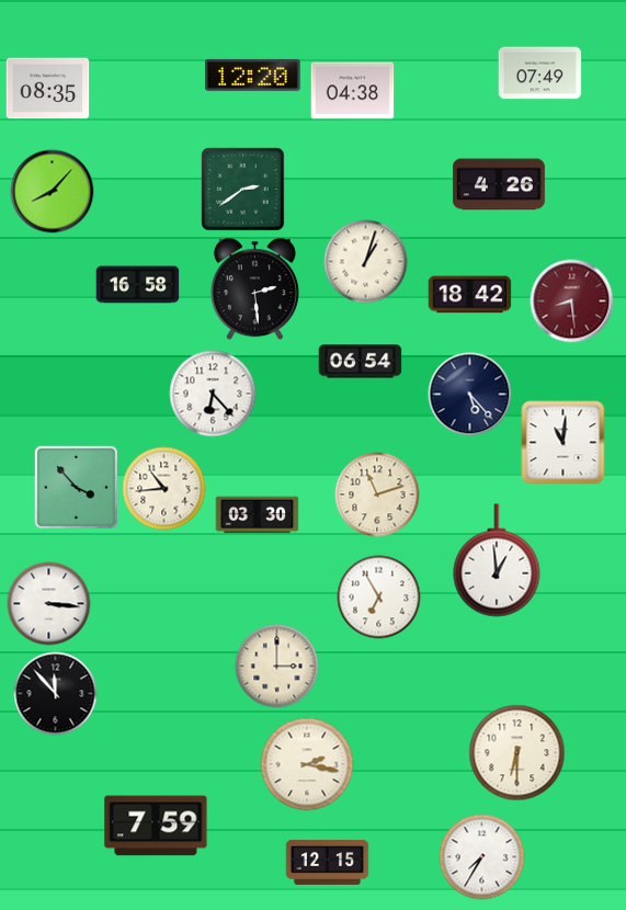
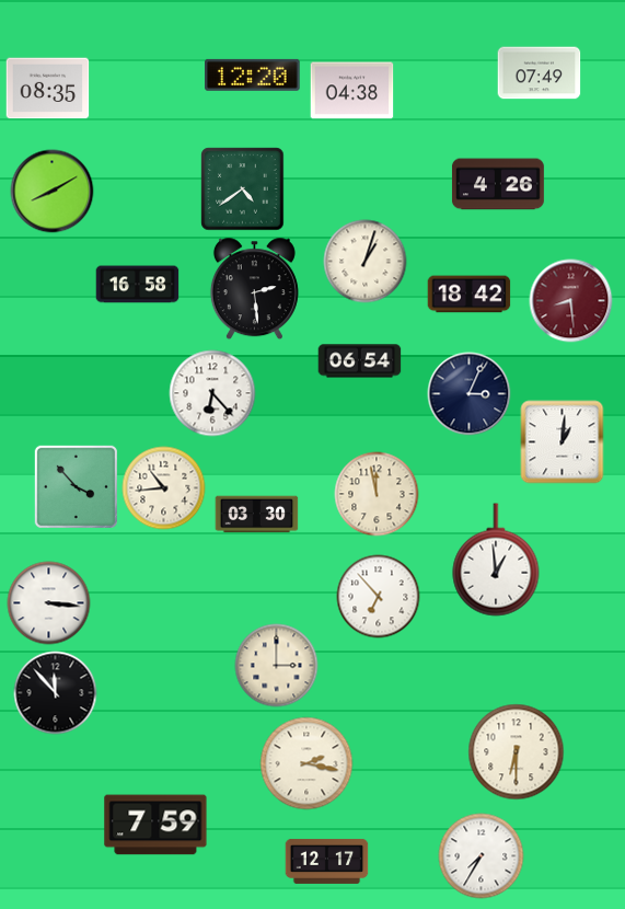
clock at (243, 190): 2:39 -> 4:39
clock at (53, 192): 8:07 -> 8:10
clock at (470, 395): 5:23 -> 3:04
clock at (564, 443): 11:01 -> 1:01
clock at (377, 494): 11:12 -> 11:58
clock at (379, 598): 6:55 -> 6:53
clock at (328, 862): 12:15 -> 12:17
